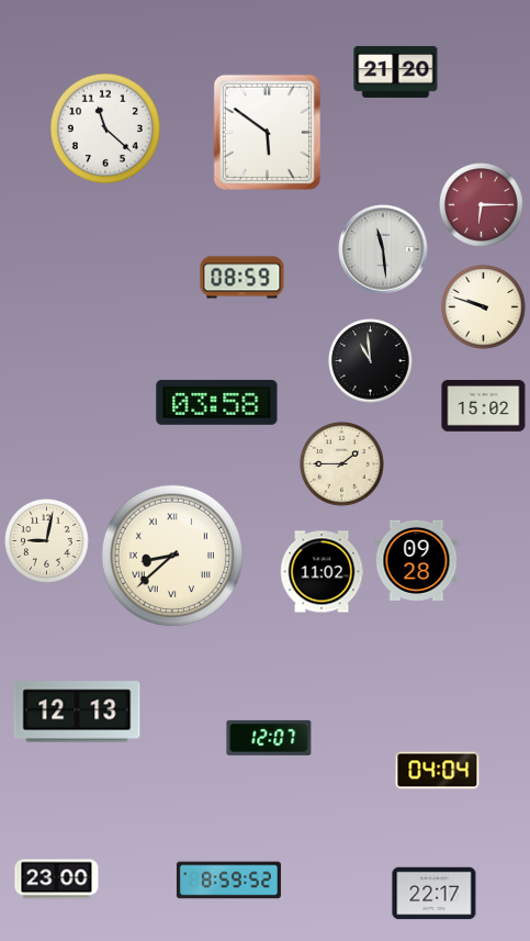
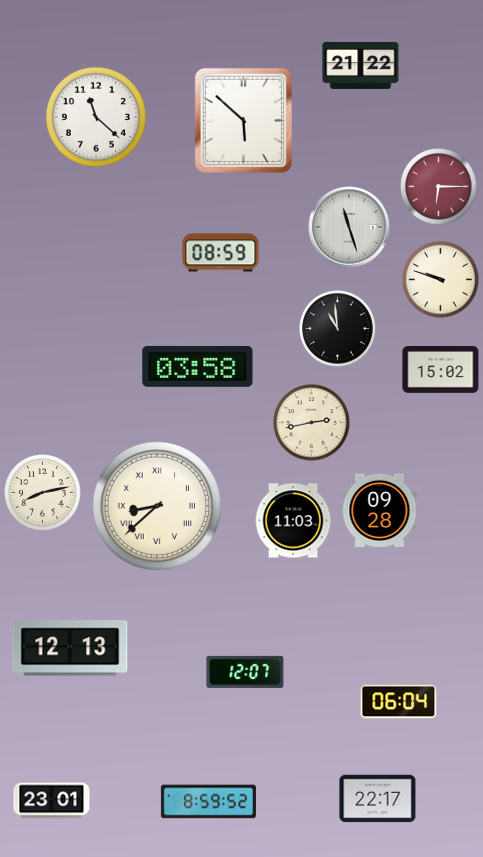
clock at (396, 71): 21:20 -> 21:22
clock at (267, 132): 5:51 -> 5:52
clock at (383, 249): 11:29 -> 11:27
clock at (342, 464): 1:45 -> 2:43
clock at (47, 541): 9:02 -> 8:13
clock at (322, 572): 11:02 -> 11:03
clock at (438, 771): 04:04 -> 06:04
clock at (57, 880): 23:00 -> 23:01
clock at (435, 894) position: (435, 894) -> (378, 799)
